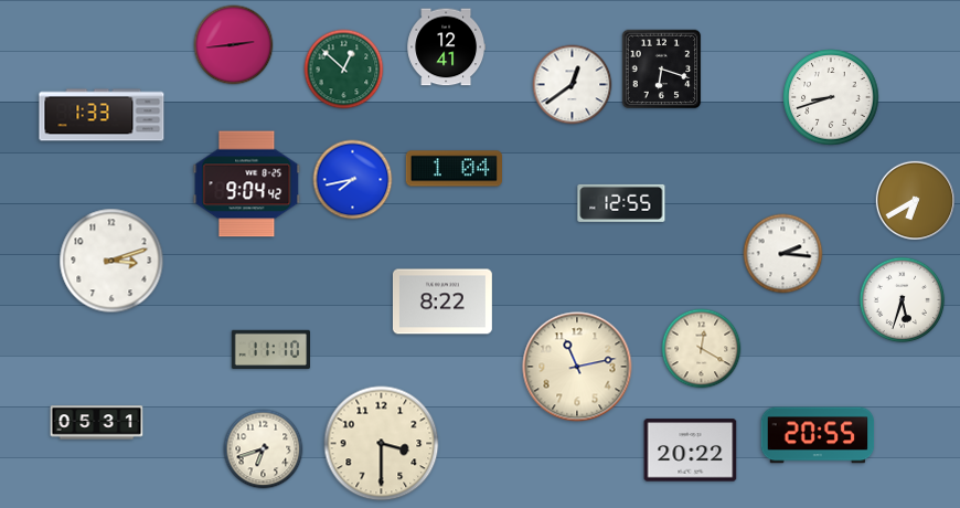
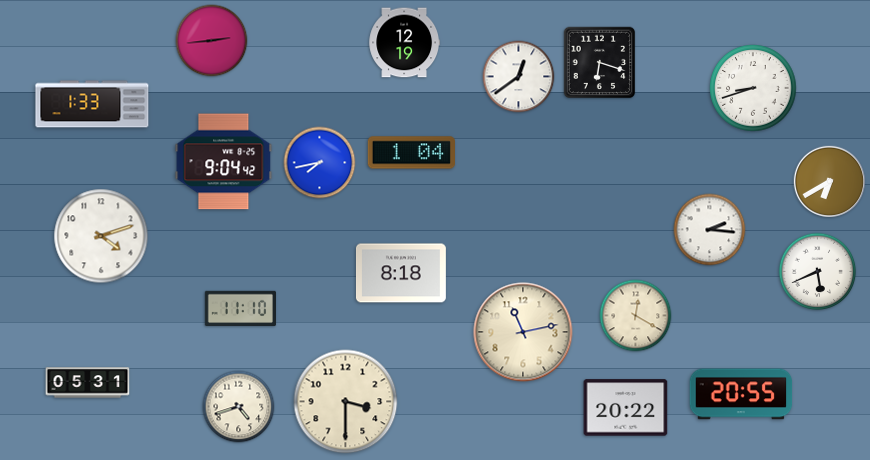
clock at (446, 47): 12:41 -> 12:19
clock at (344, 70): 12:52 -> none
clock at (247, 184) position: (247, 184) -> (224, 162)
clock at (621, 203): 12:55 -> none
clock at (111, 261): 3:12 -> 4:12
clock at (903, 300): 5:33 -> 5:41
clock at (442, 301): 8:22 -> 8:18
clock at (270, 349) position: (270, 349) -> (240, 308)
clock at (264, 449): 6:42 -> 4:42
